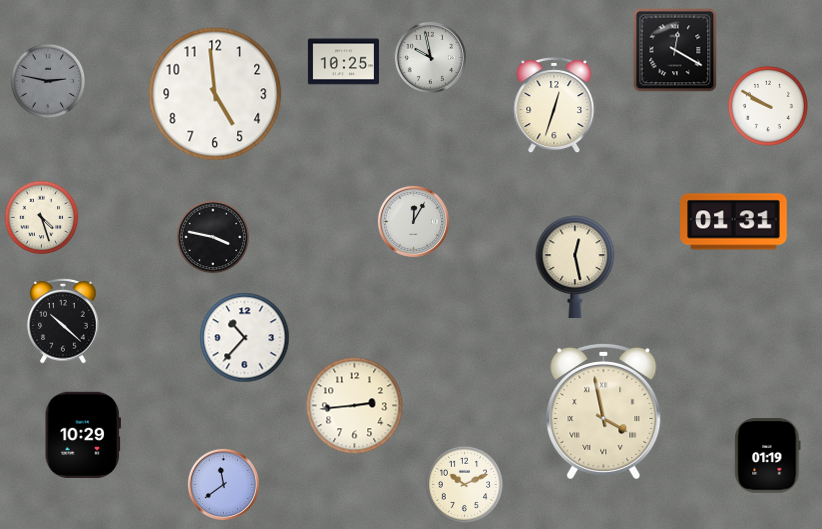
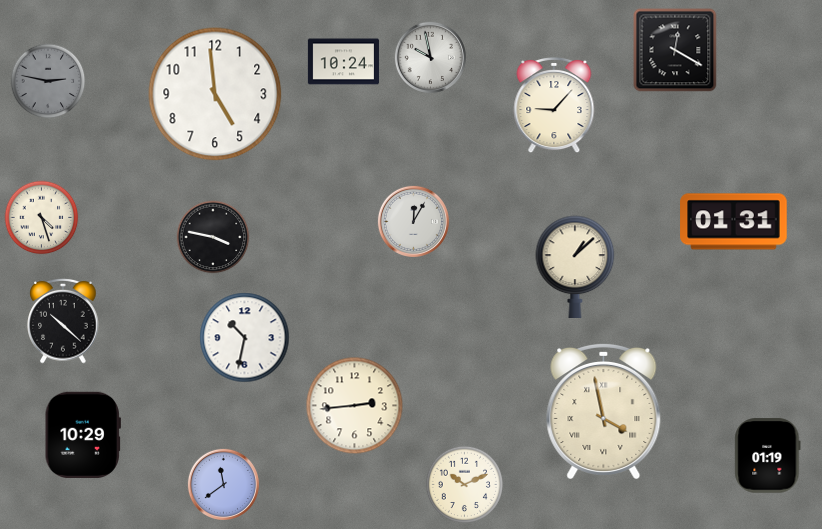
clock at (343, 62): 10:25 -> 10:24
clock at (554, 105): 12:33 -> 9:07
clock at (768, 106): 9:50 -> none
clock at (575, 266): 12:28 -> 1:08
clock at (245, 338): 10:37 -> 10:32
